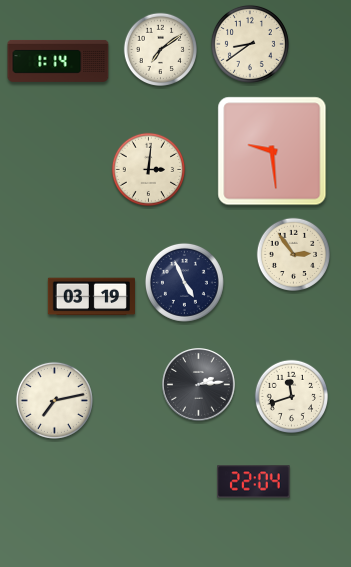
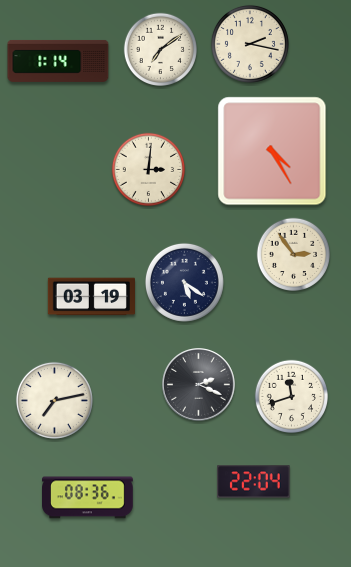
clock at (250, 44): 8:39 -> 2:17
clock at (272, 151): 9:29 -> 4:25
clock at (184, 282): 4:56 -> 5:21
clock at (199, 385): 2:14 -> 2:19
clock at (88, 498): none -> 08:36
